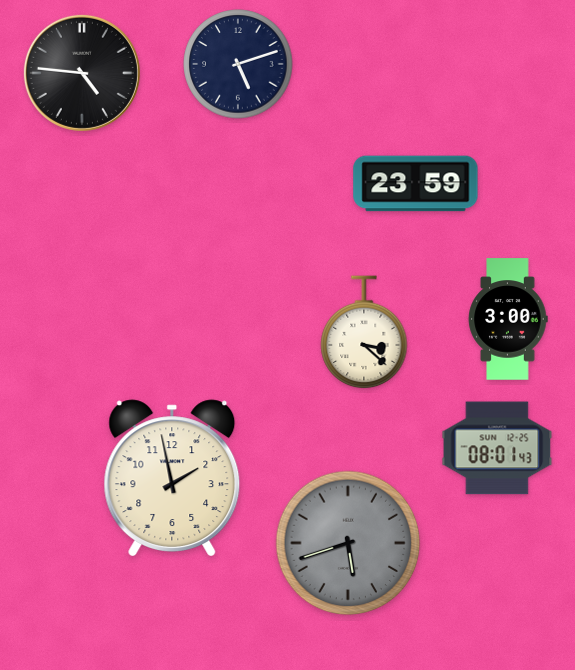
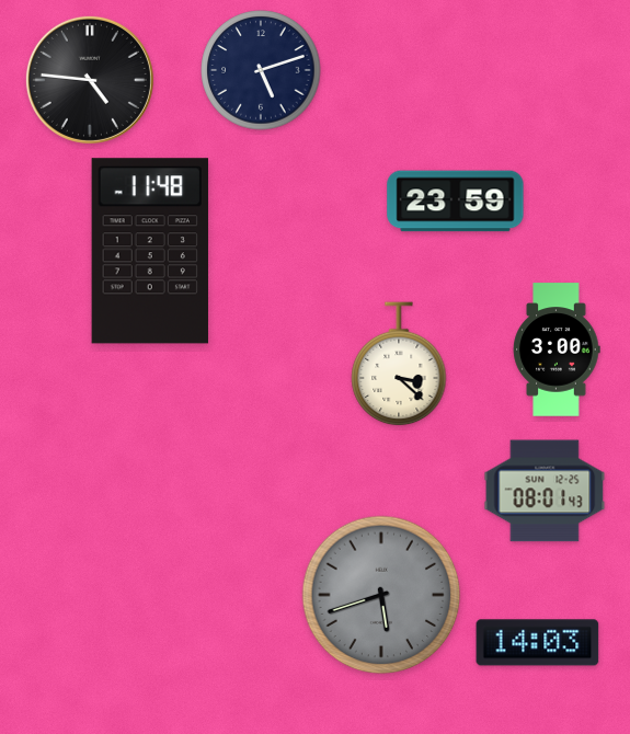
clock at (150, 251): none -> 11:48
clock at (172, 477): 1:58 -> none
clock at (538, 643): none -> 14:03
